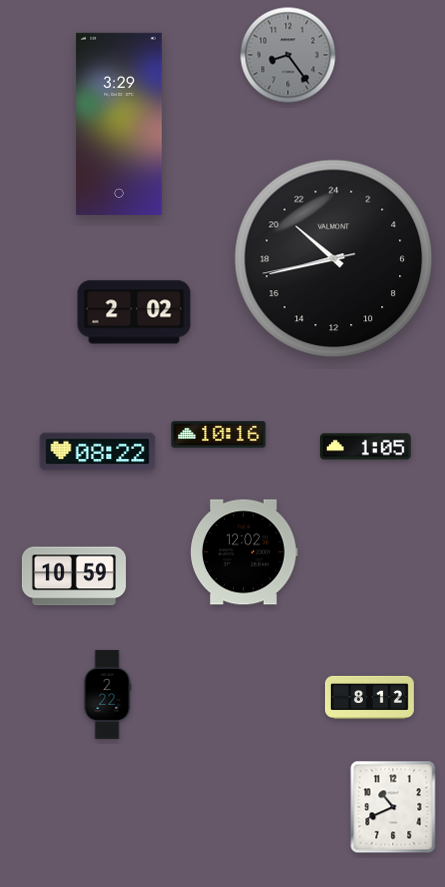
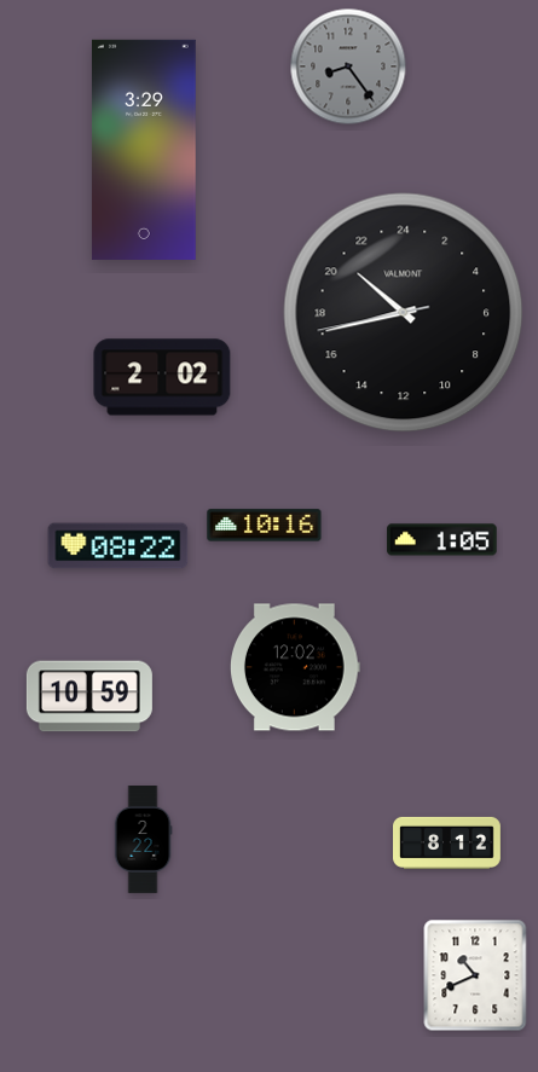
clock at (107, 695) position: (107, 695) -> (143, 840)
